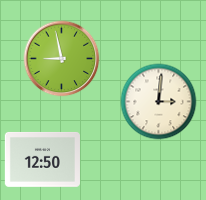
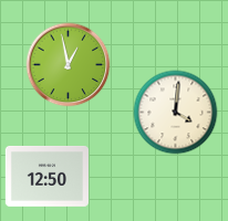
clock at (62, 59): 8:58 -> 12:58
clock at (159, 102): 3:01 -> 4:01
